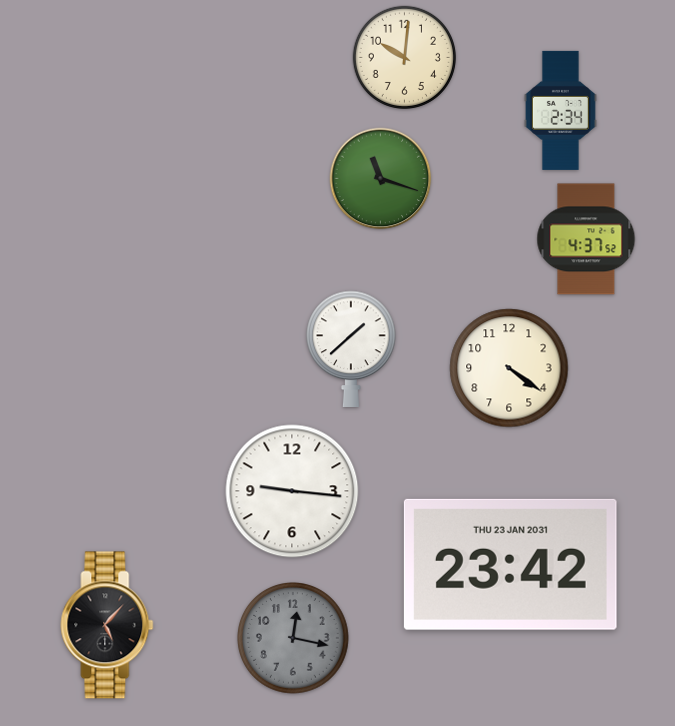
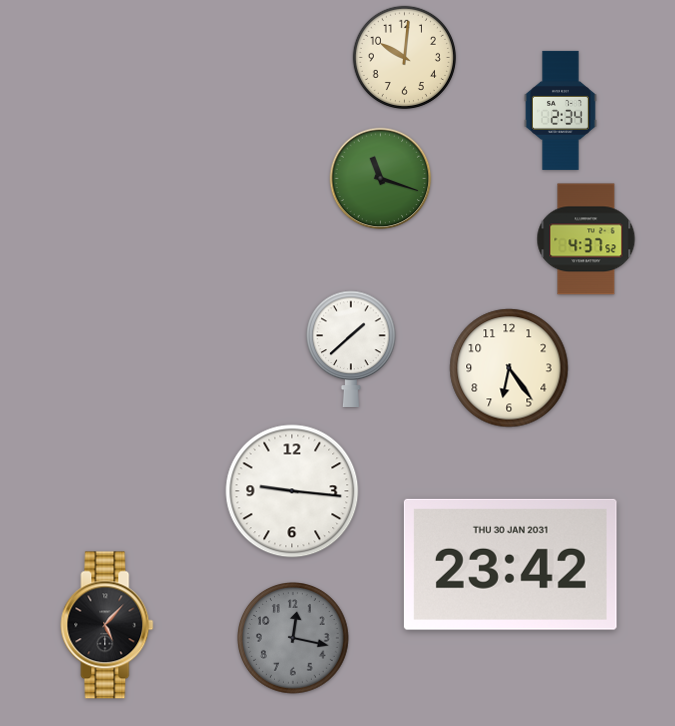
clock at (509, 368): 4:21 -> 6:24
clock at (510, 564) date: THU 23 JAN 2031 -> THU 30 JAN 2031
